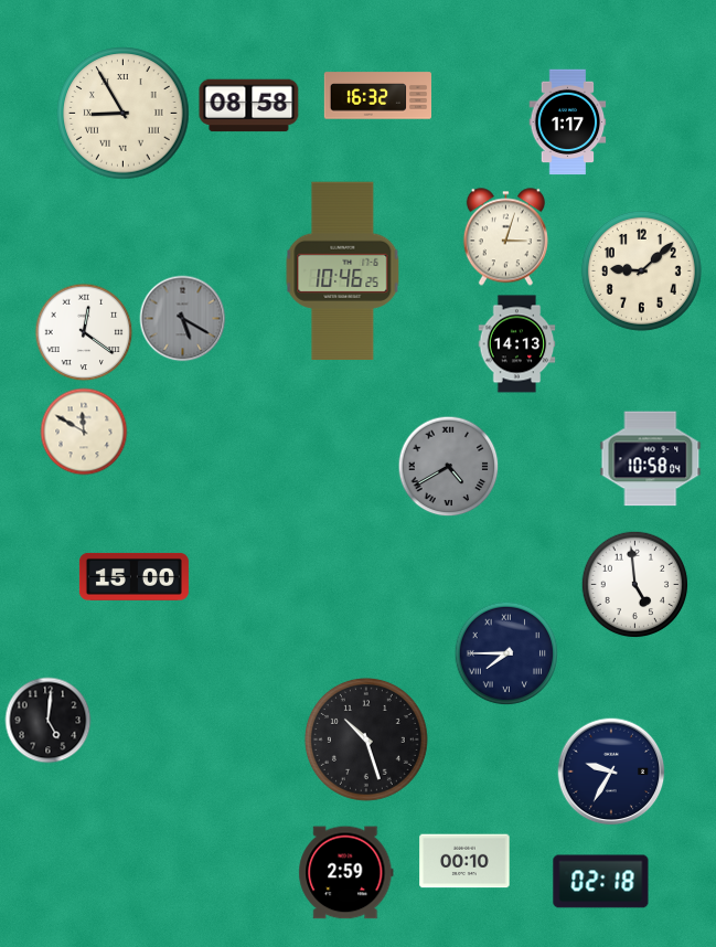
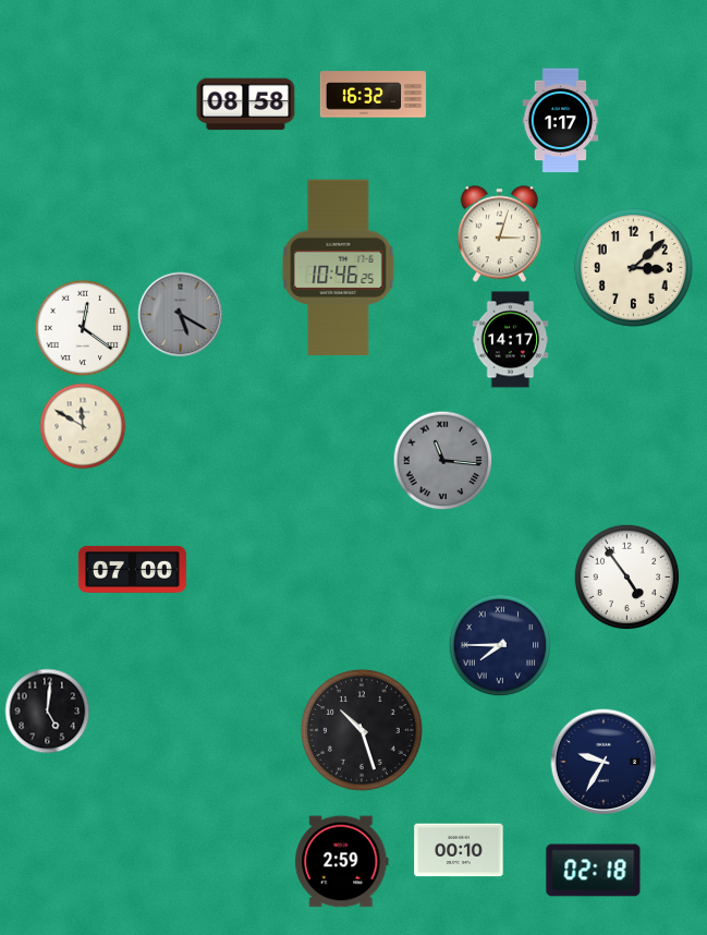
clock at (124, 114): 8:55 -> none
clock at (641, 270): 9:08 -> 3:08
clock at (517, 344): 14:13 -> 14:17
clock at (651, 459): 10:58 -> none
clock at (449, 467): 4:40 -> 11:16
clock at (133, 576): 15:00 -> 07:00
clock at (635, 585): 4:59 -> 4:54
